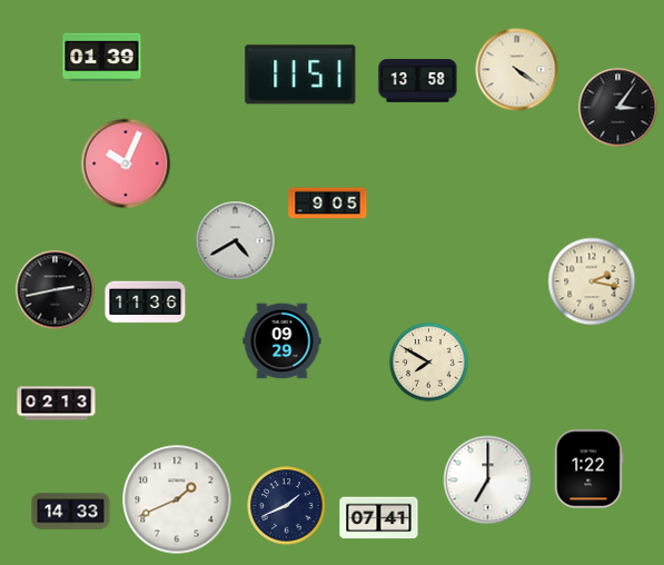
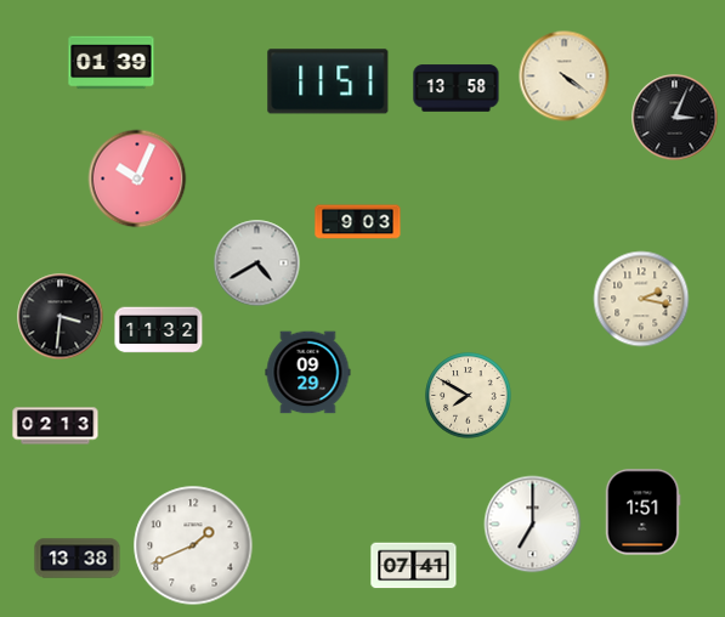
clock at (618, 108): 3:06 -> 3:04
clock at (328, 204): 9:05 -> 9:03
clock at (592, 281) position: (592, 281) -> (641, 299)
clock at (56, 290): 2:43 -> 3:31
clock at (146, 303): 11:36 -> 11:32
clock at (57, 404) position: (57, 404) -> (56, 426)
clock at (589, 469): 1:22 -> 1:51
clock at (287, 506): 1:41 -> none
clock at (71, 512): 14:33 -> 13:38
